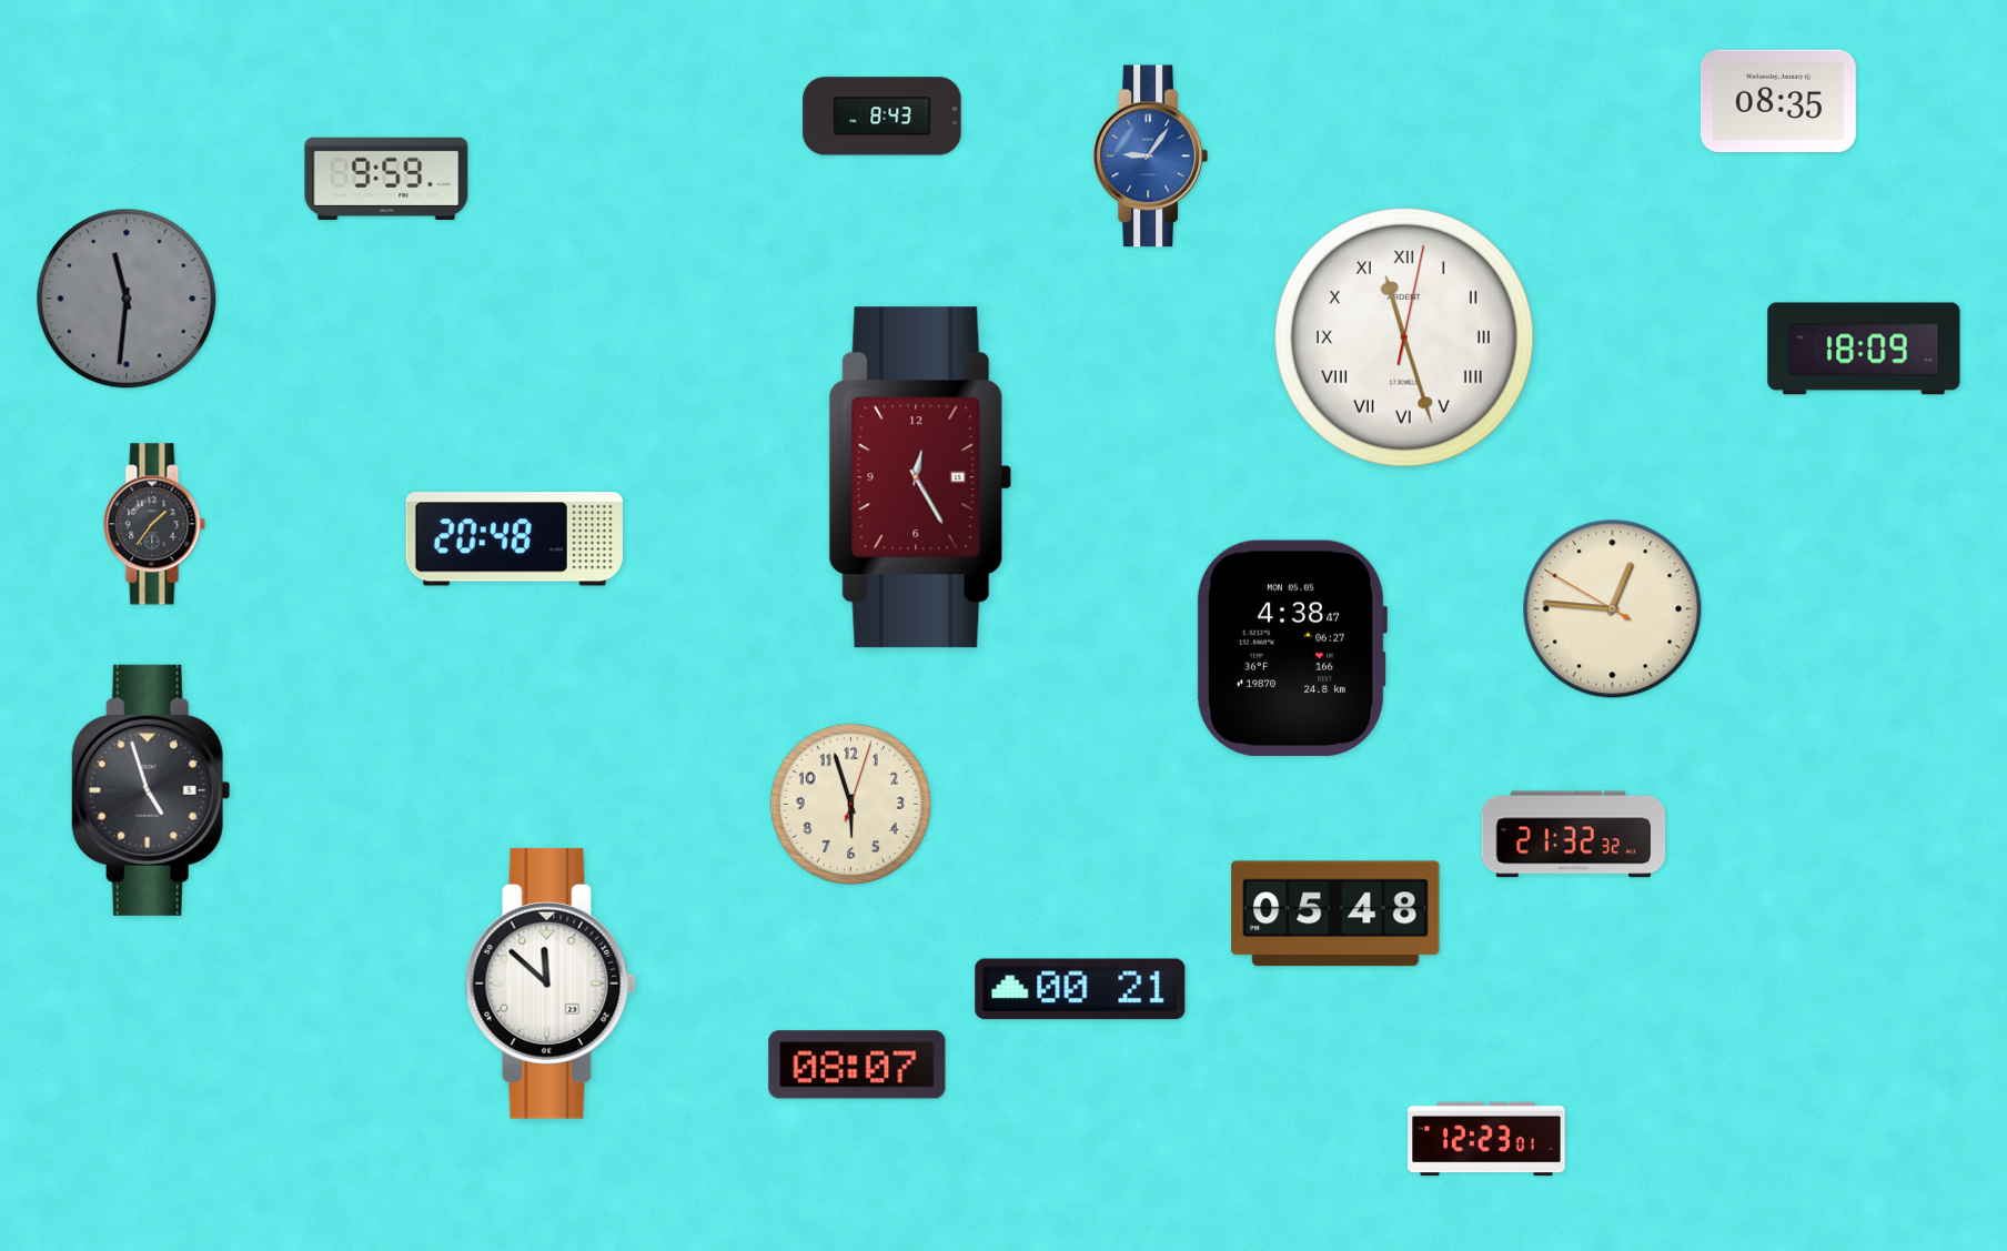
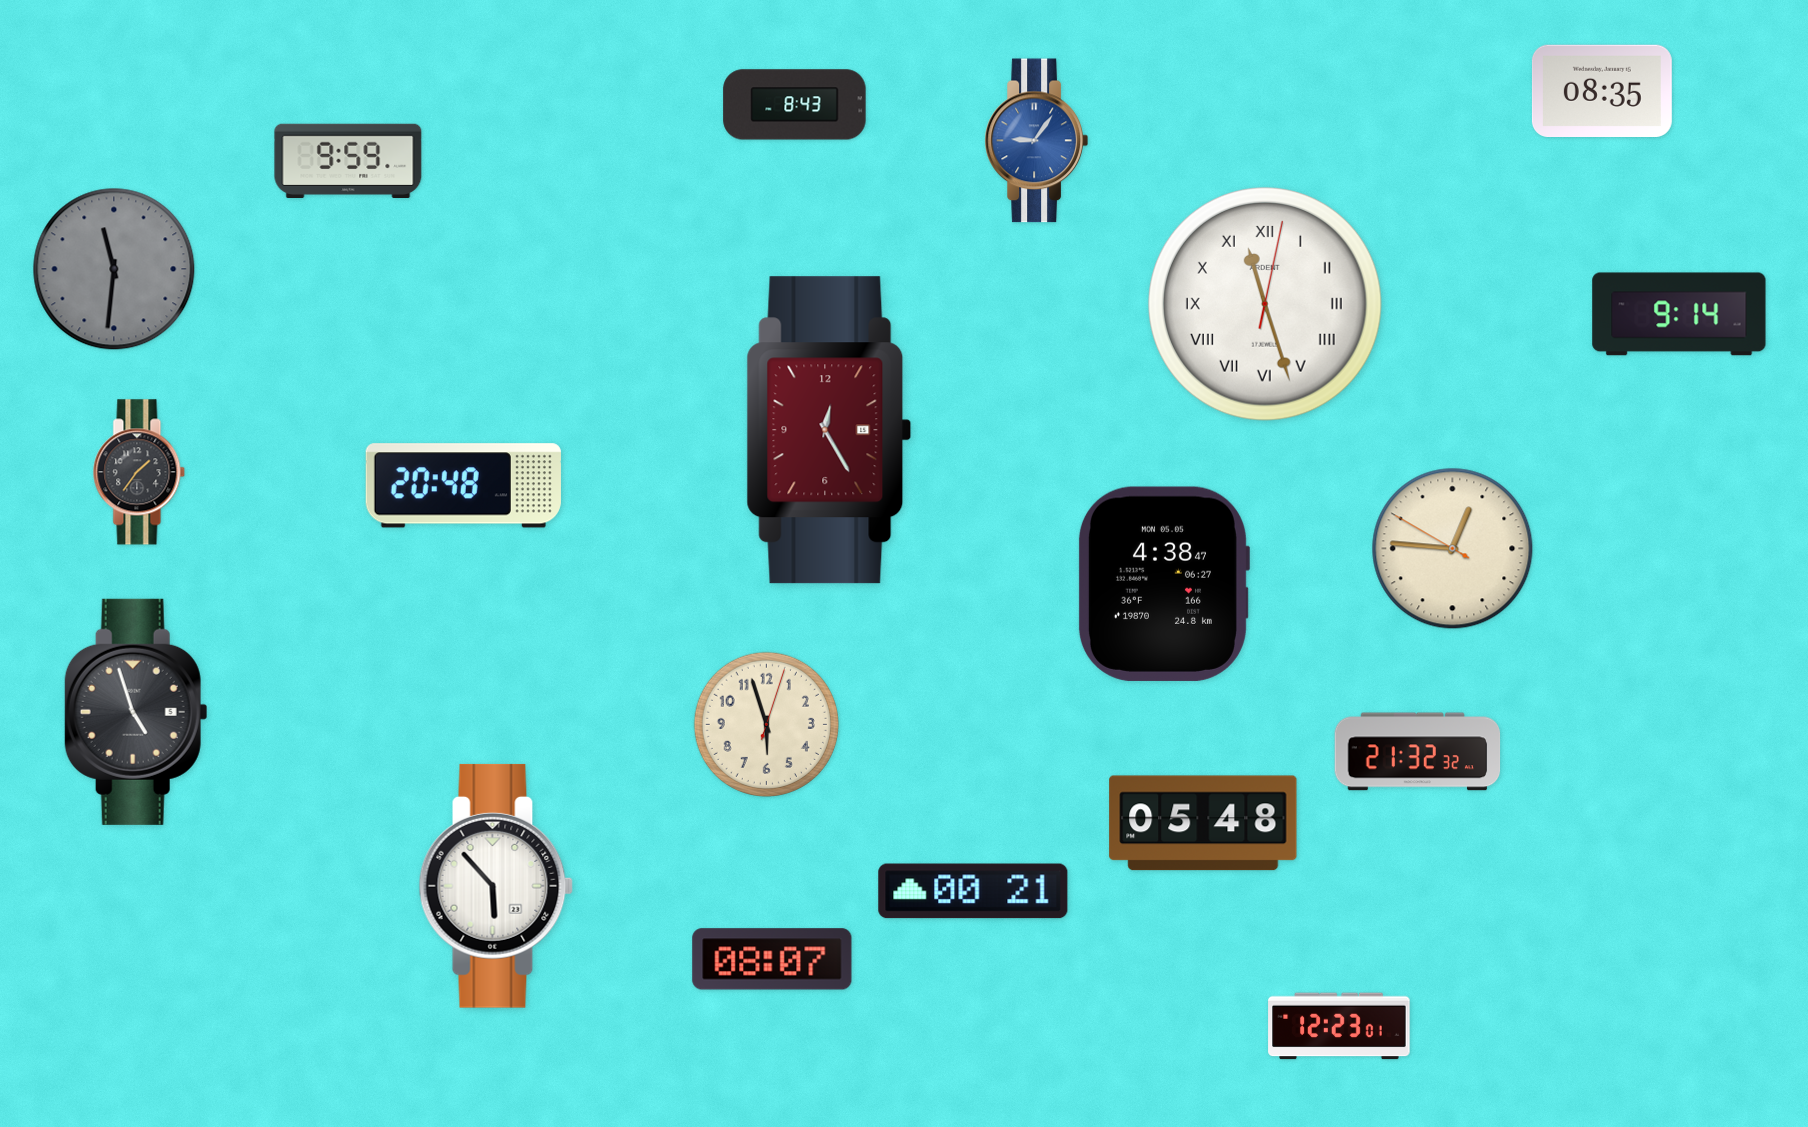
clock at (1864, 349): 18:09 -> 9:14
clock at (551, 983): 11:52 -> 5:53
